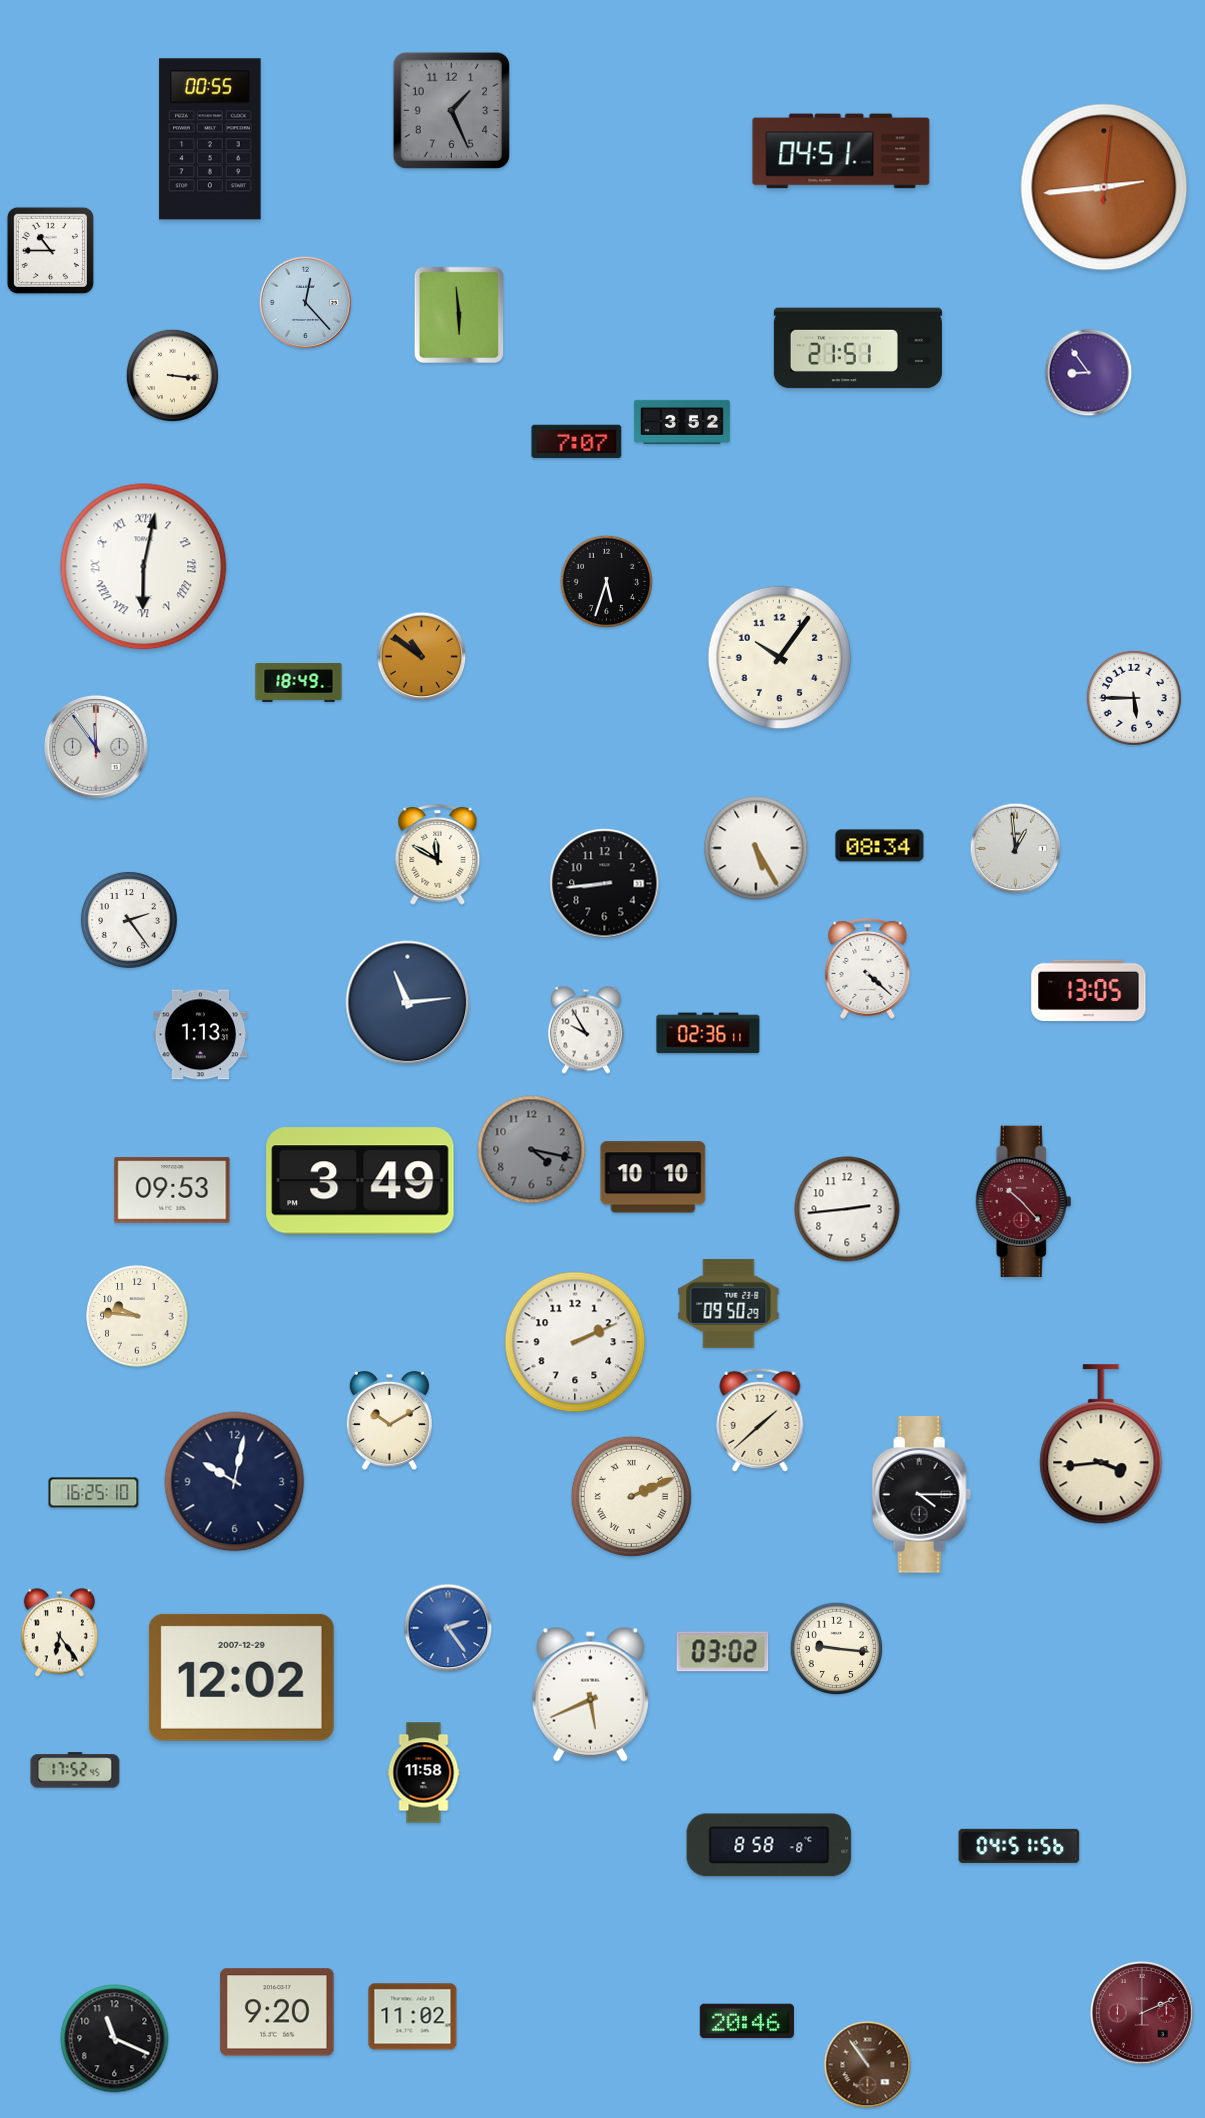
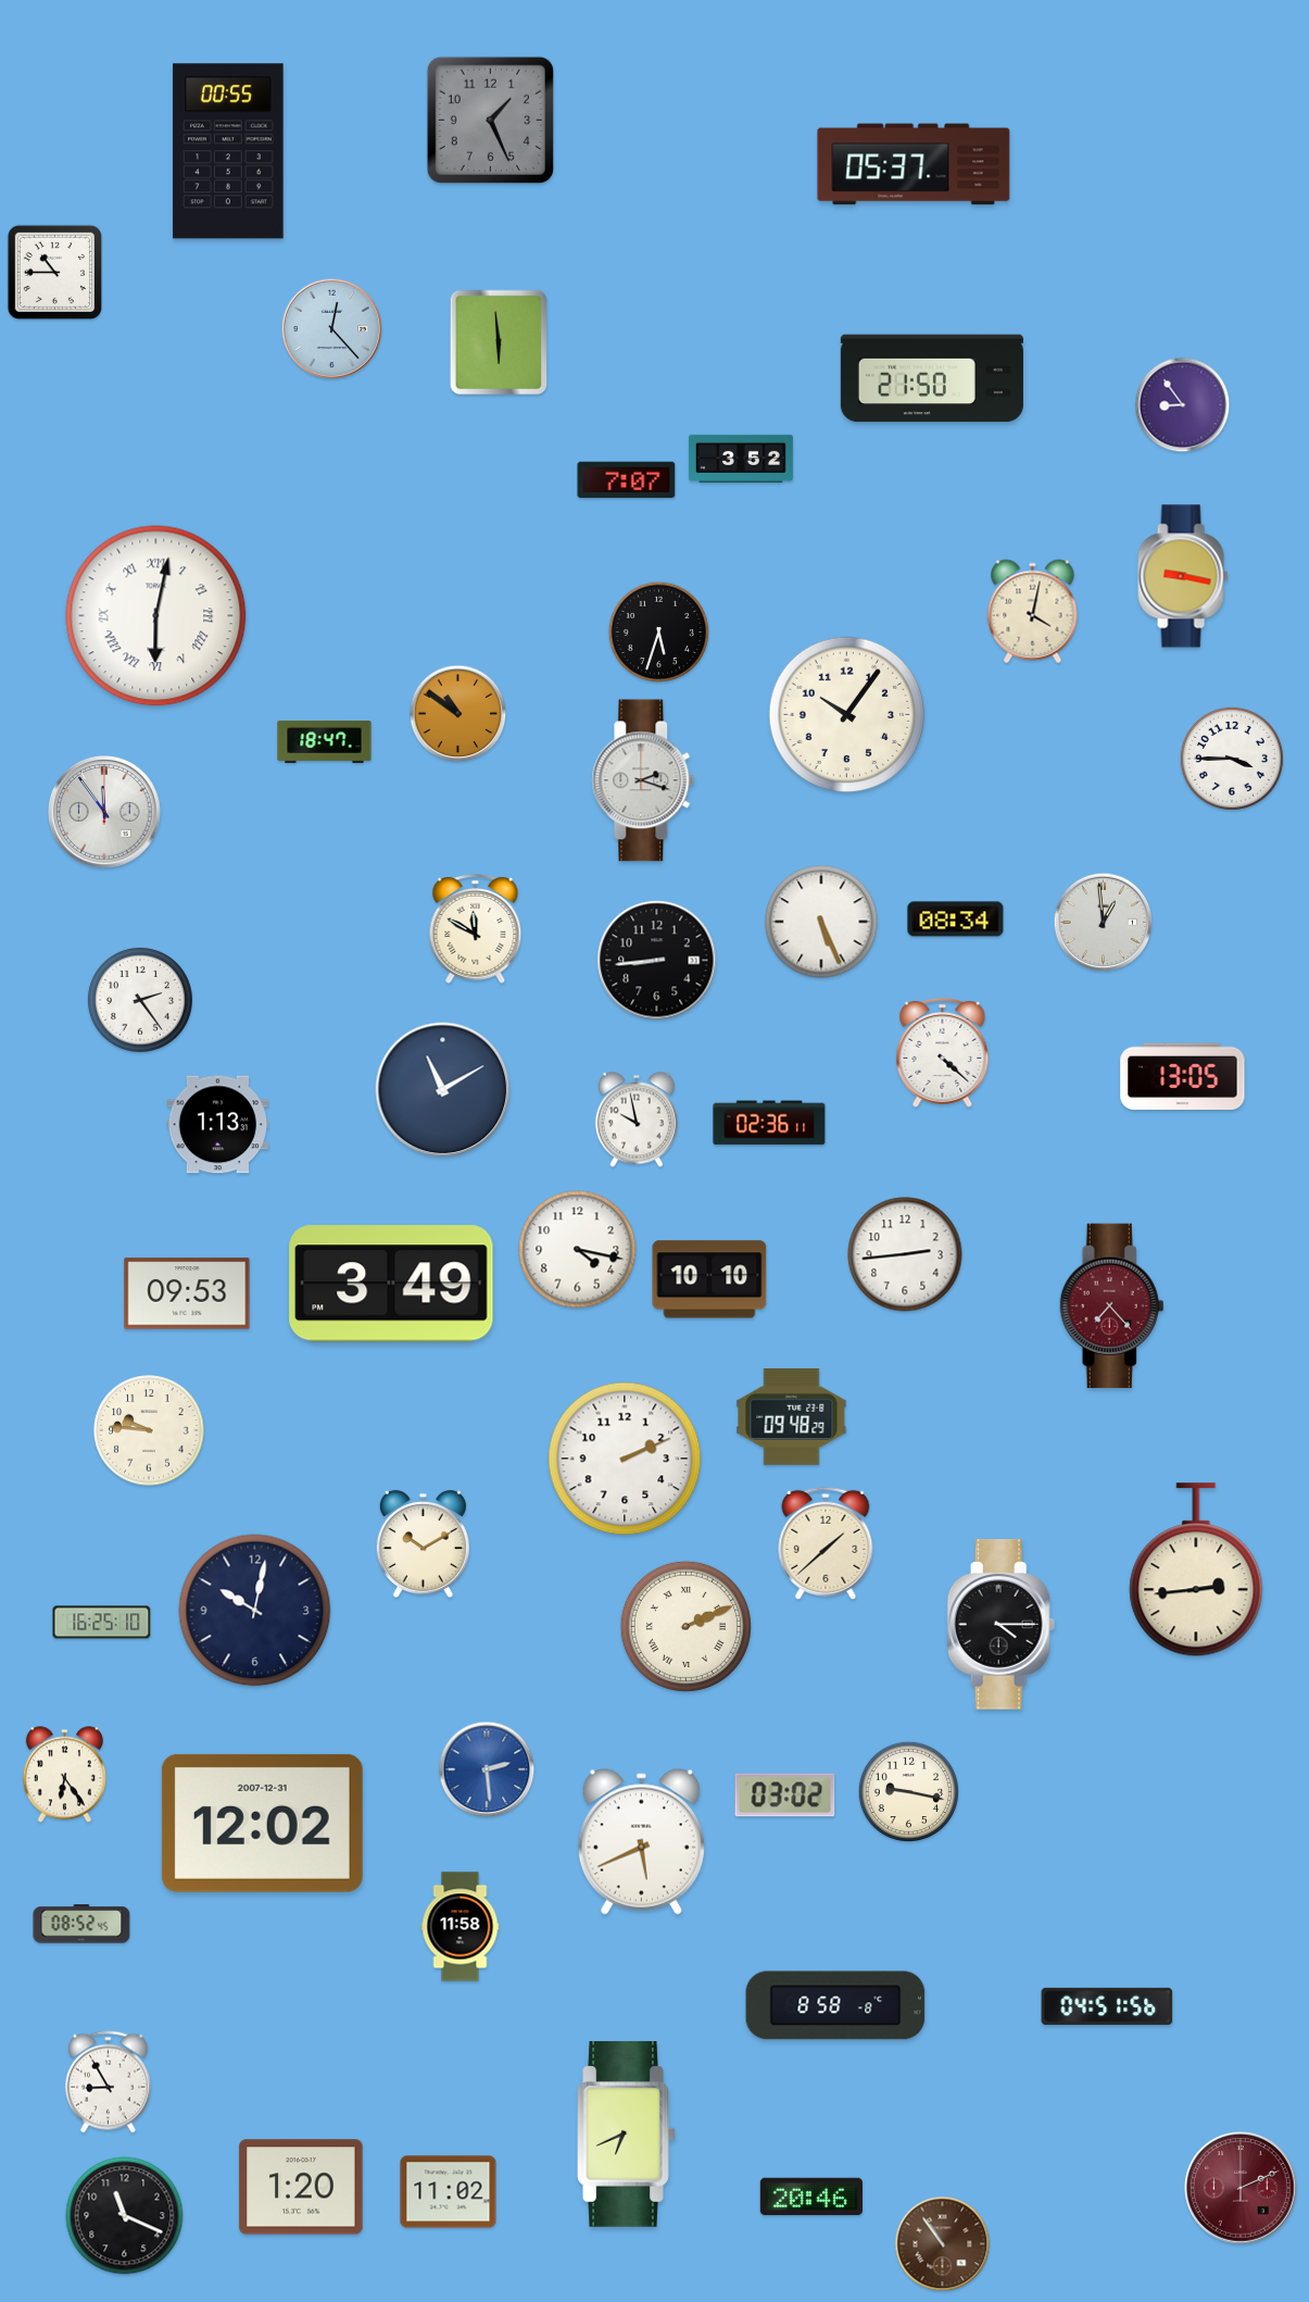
clock at (841, 151): 04:51 -> 05:37
clock at (1104, 187): 2:44 -> none
clock at (858, 348): 21:51 -> 21:50
clock at (172, 375): 3:16 -> none
clock at (1183, 576): none -> 9:17
clock at (1033, 612): none -> 4:02
clock at (299, 683): 18:49 -> 18:47
clock at (1134, 698): 5:45 -> 3:45
clock at (643, 780): none -> 2:18
clock at (756, 848): 5:25 -> 5:26
clock at (408, 1003): 11:14 -> 11:10
clock at (586, 1030): 9:55 -> 9:58
clock at (532, 1150) dial: grey -> white
clock at (1024, 1202): 10:23 -> 7:23
clock at (847, 1209) position: (847, 1209) -> (905, 1254)
clock at (729, 1303): 09:50 -> 09:48
clock at (1101, 1445): 3:44 -> 2:44
clock at (448, 1628): 2:24 -> 2:29
clock at (836, 1648): 9:16 -> 9:17
clock at (241, 1677) date: 2007-12-29 -> 2007-12-31
clock at (75, 1770): 17:52 -> 08:52
clock at (108, 2082): none -> 8:55
clock at (627, 2134): none -> 6:41
clock at (277, 2012): 9:20 -> 1:20
